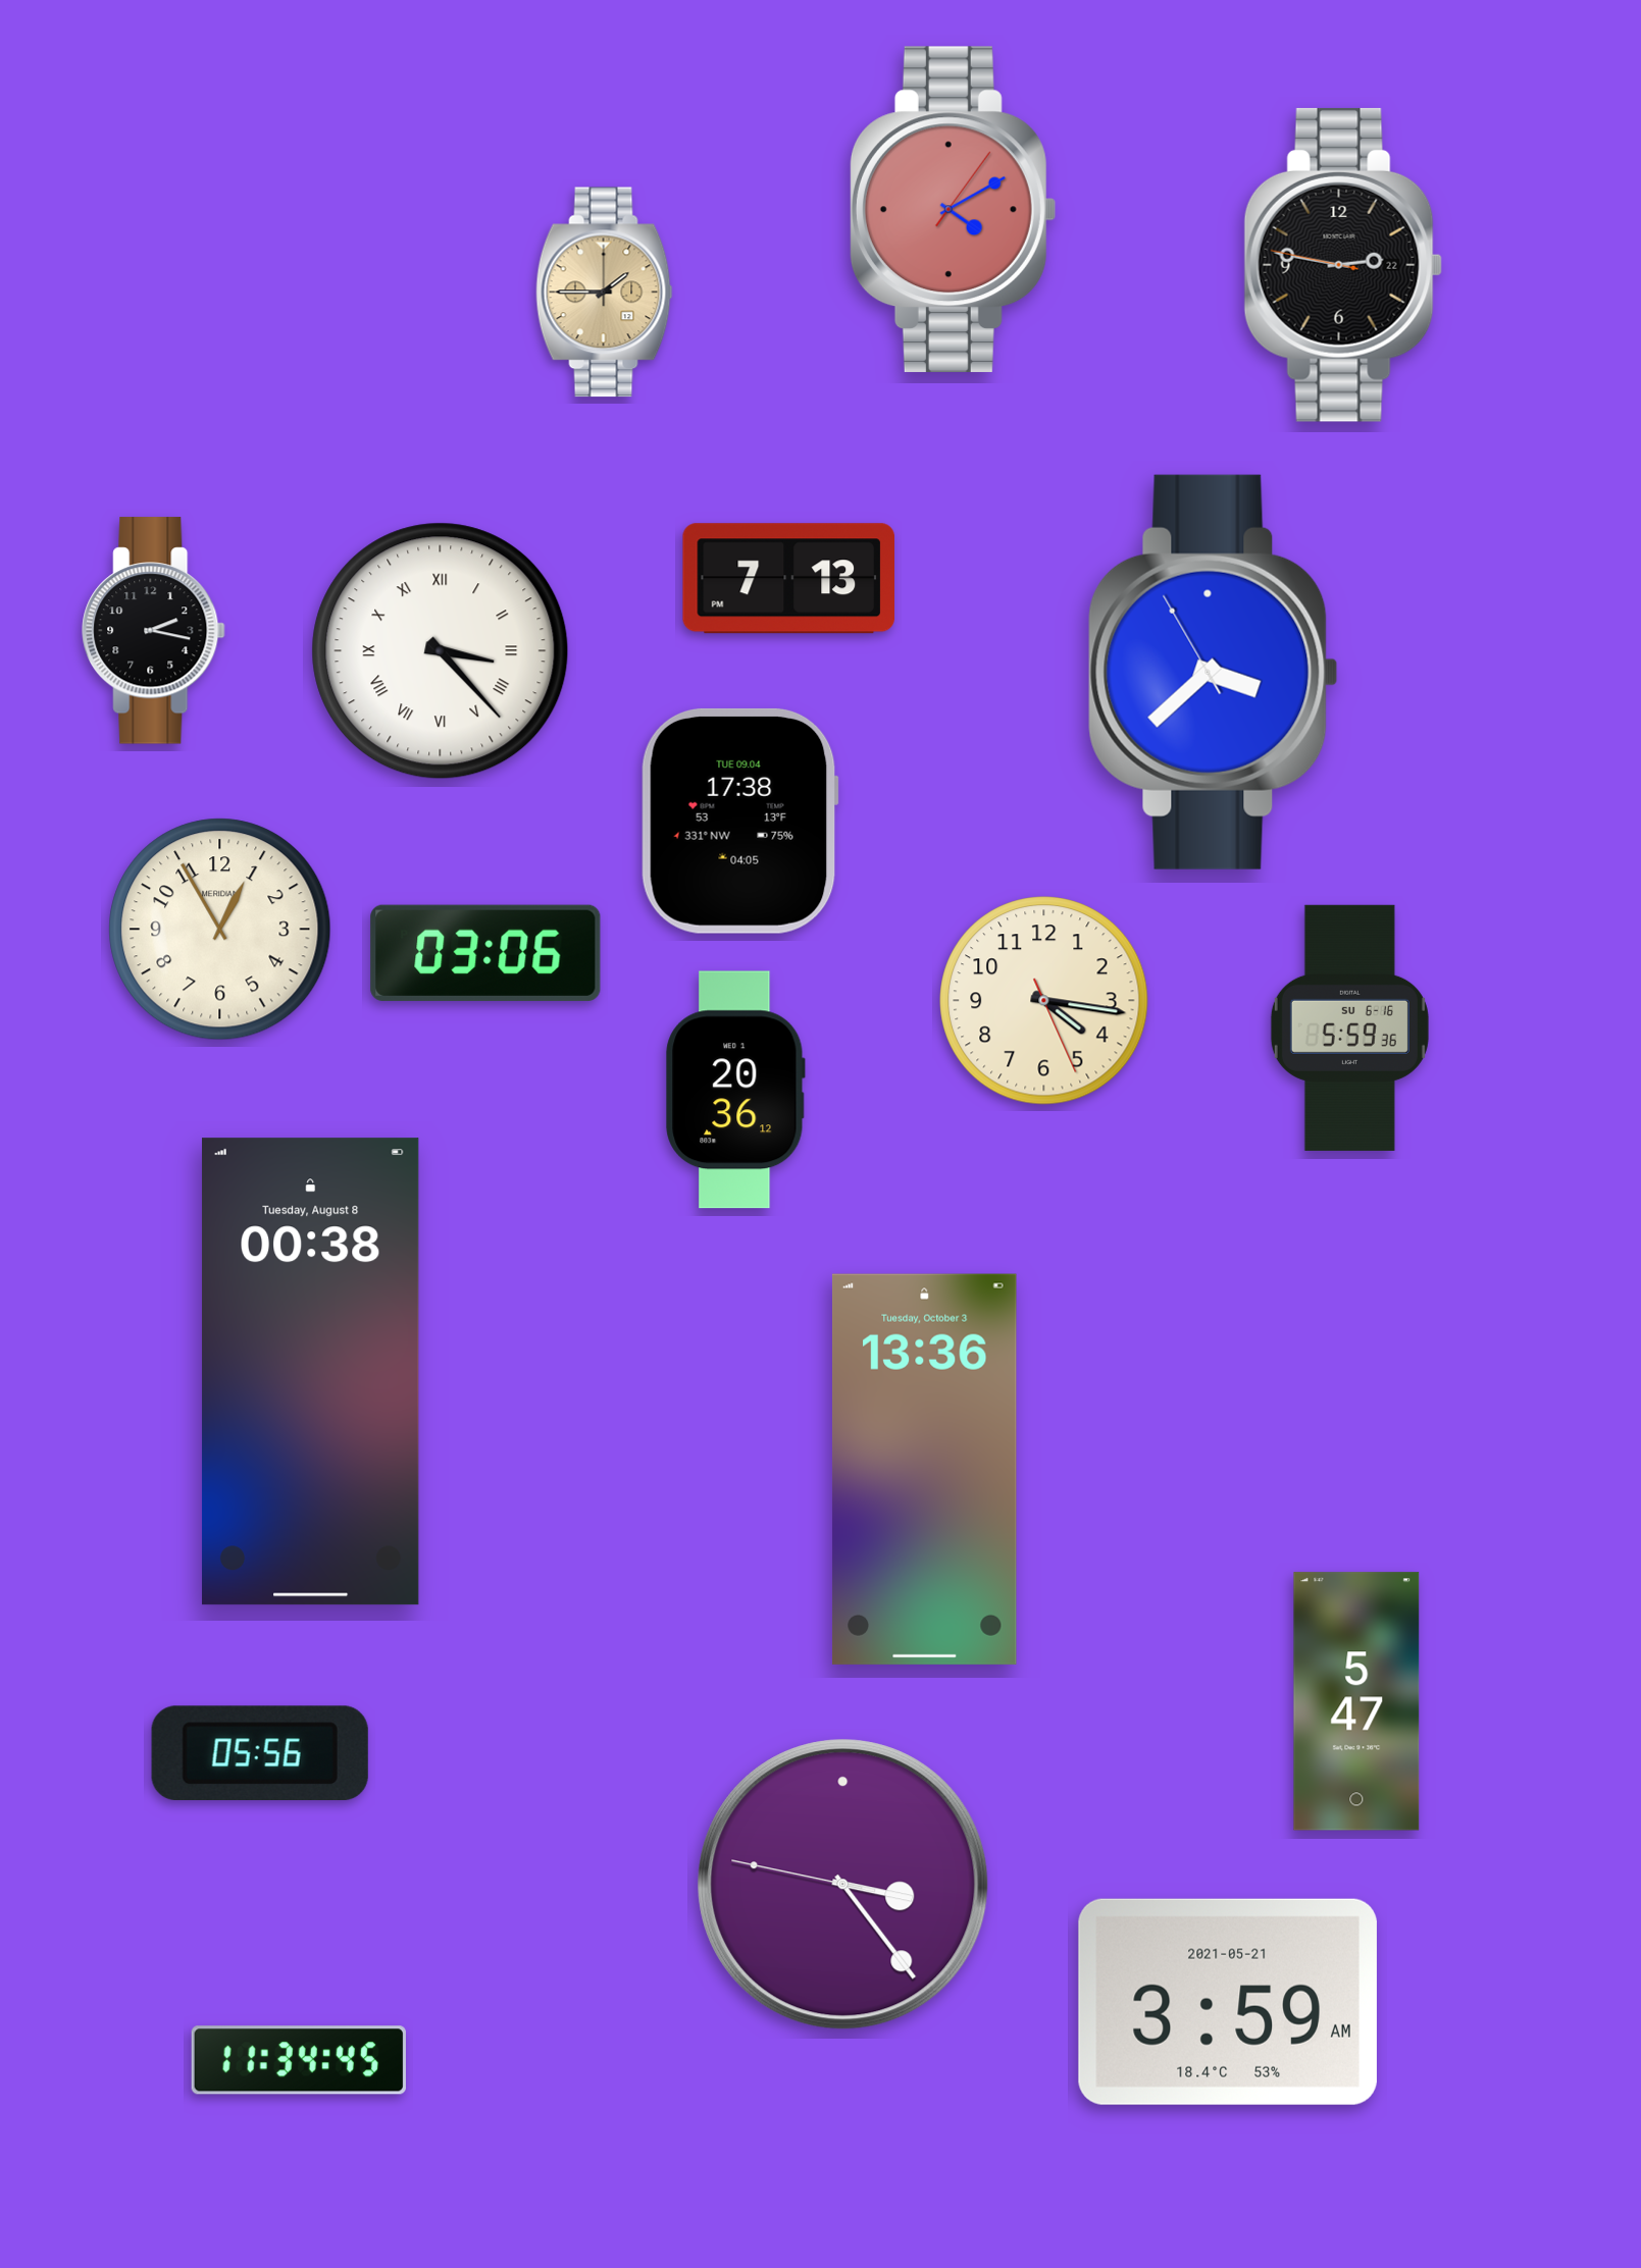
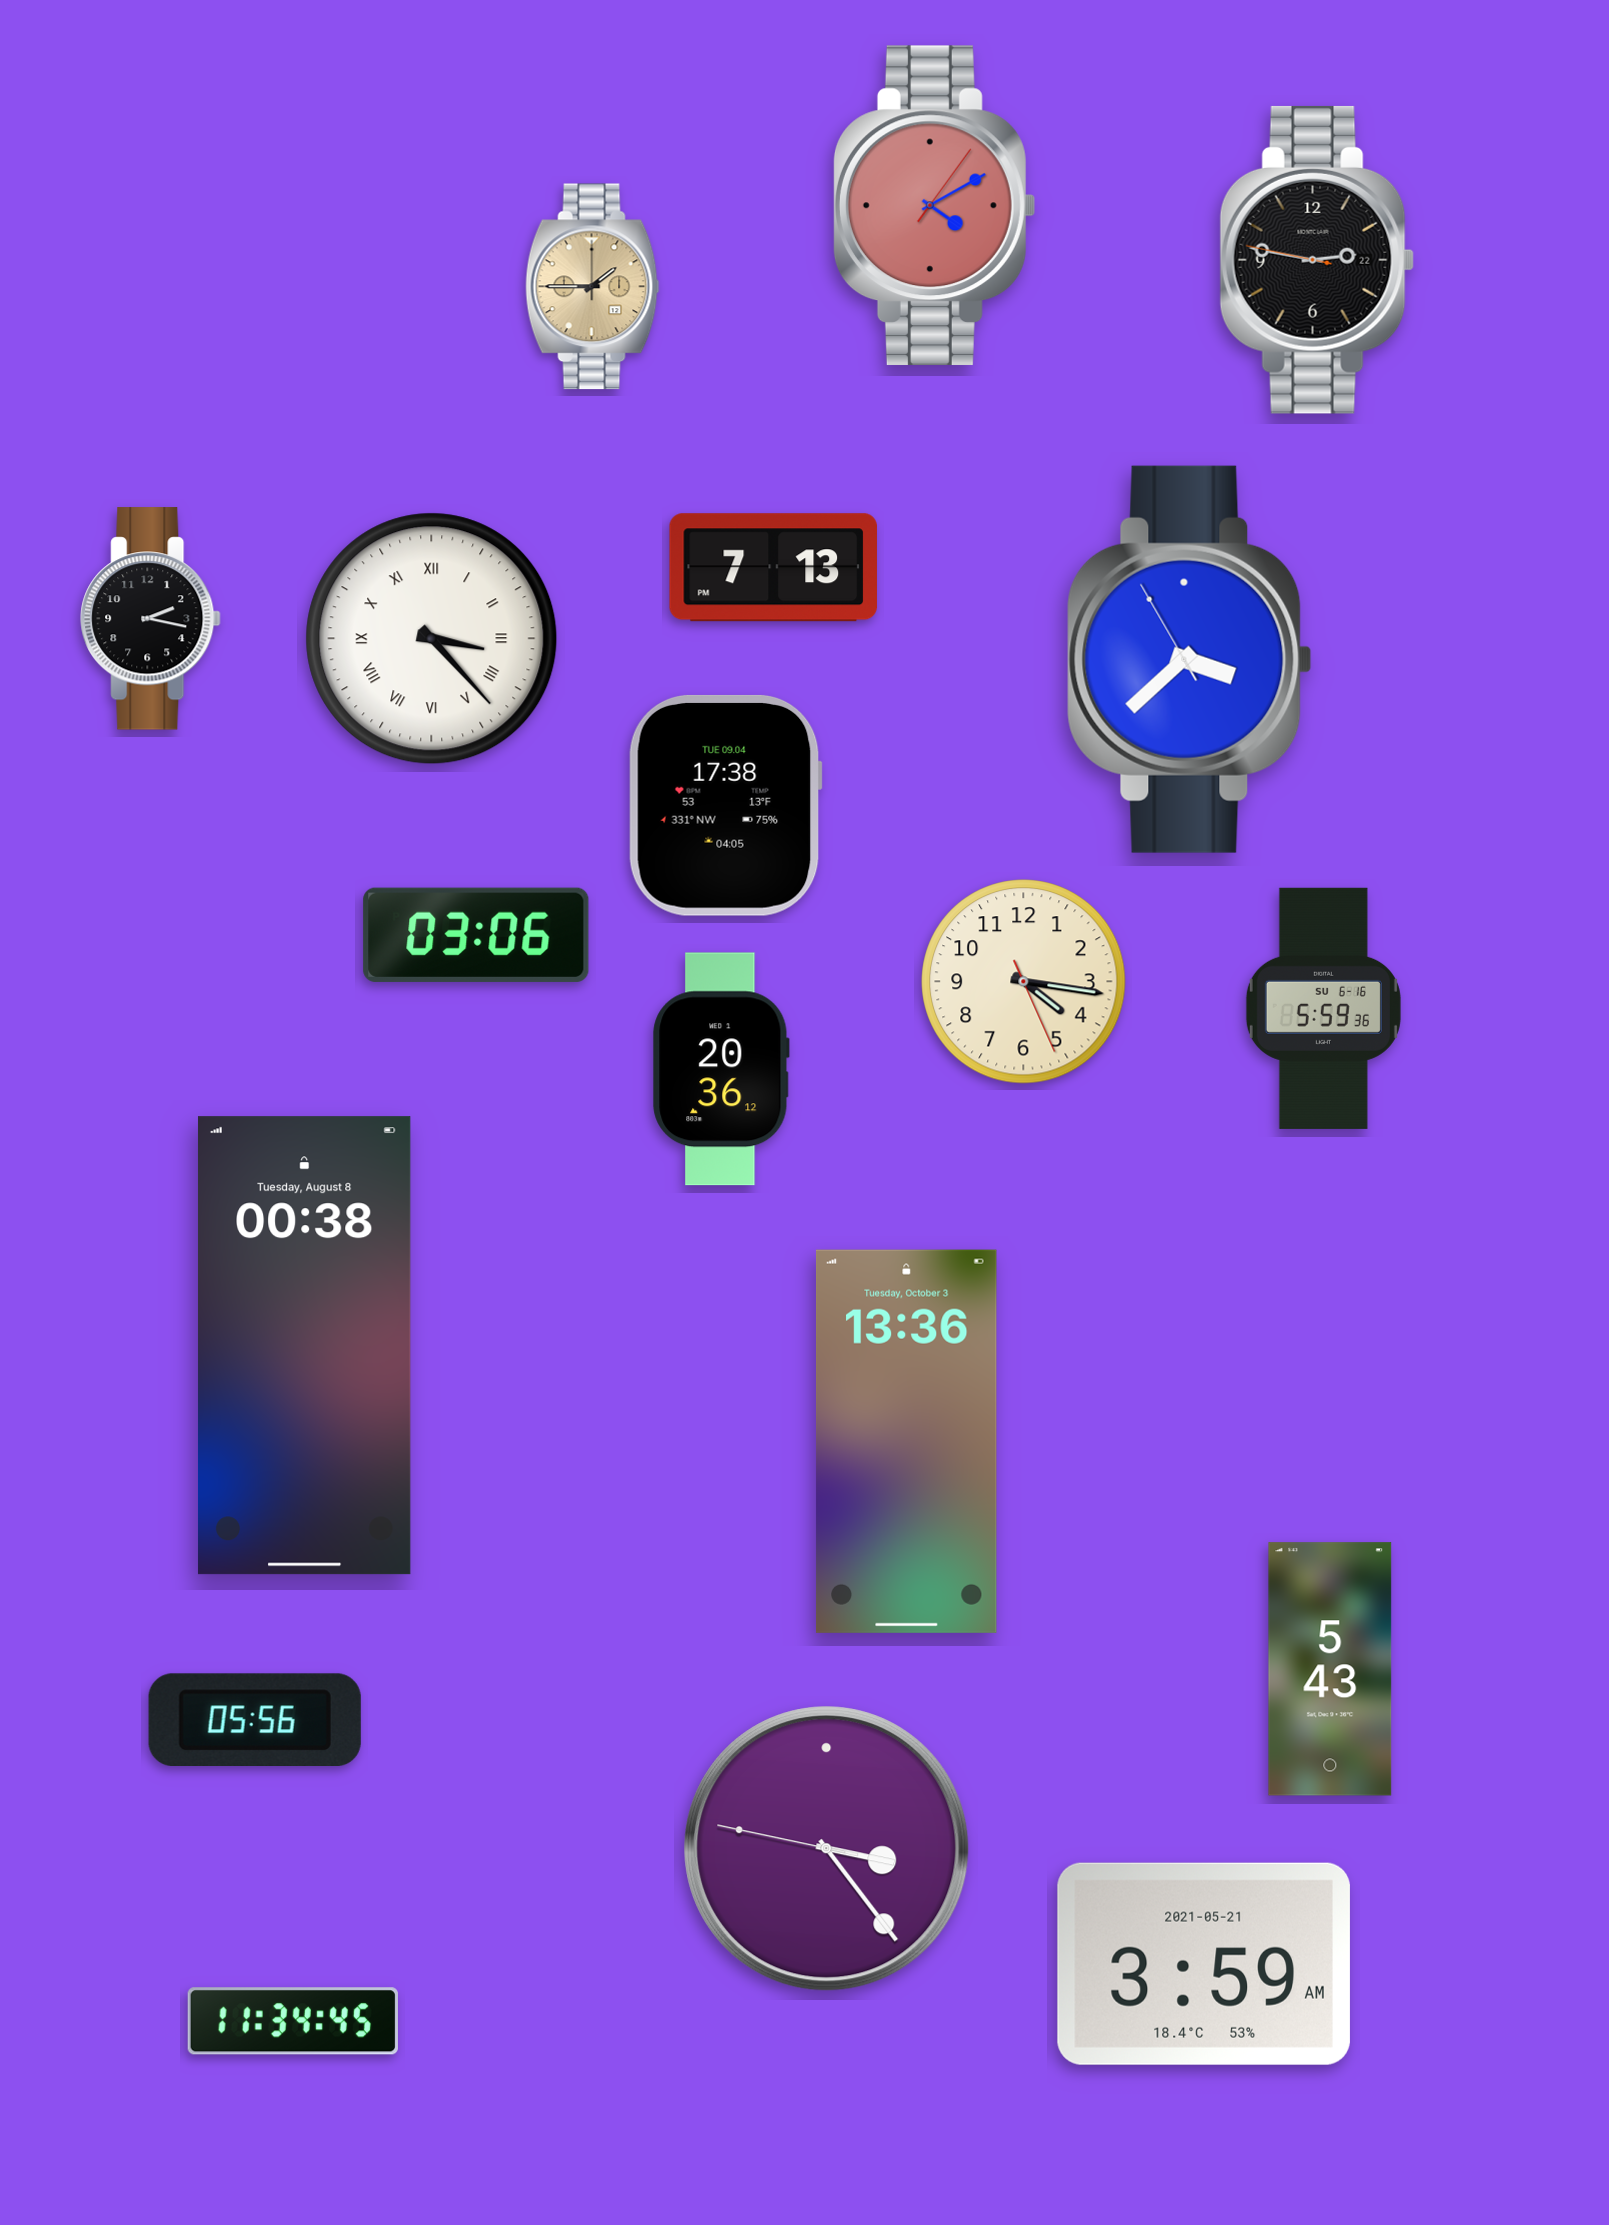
clock at (220, 930): 12:55 -> none
clock at (1356, 1701): 5:47 -> 5:43
